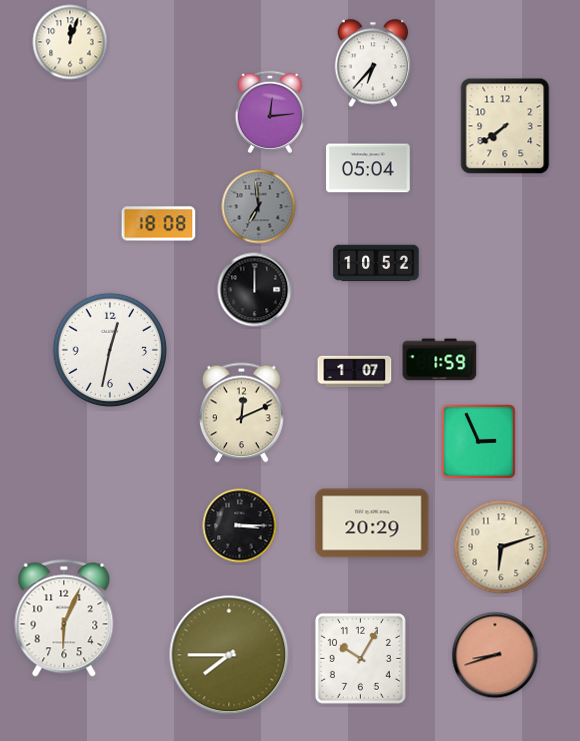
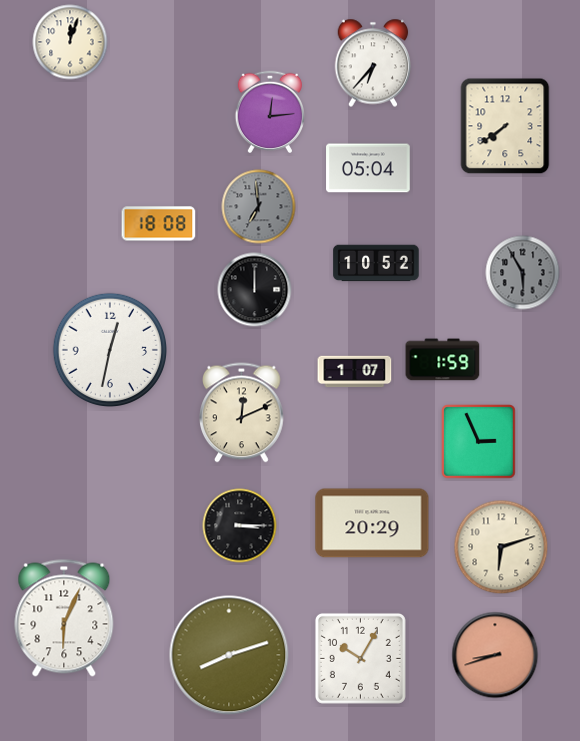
clock at (523, 273): none -> 5:55
clock at (440, 360) position: (440, 360) -> (443, 360)
clock at (229, 655): 7:45 -> 8:12
